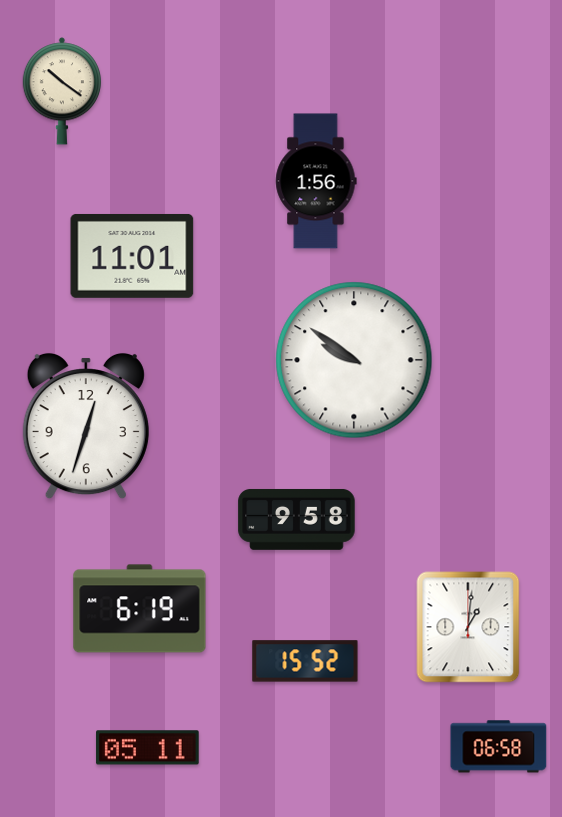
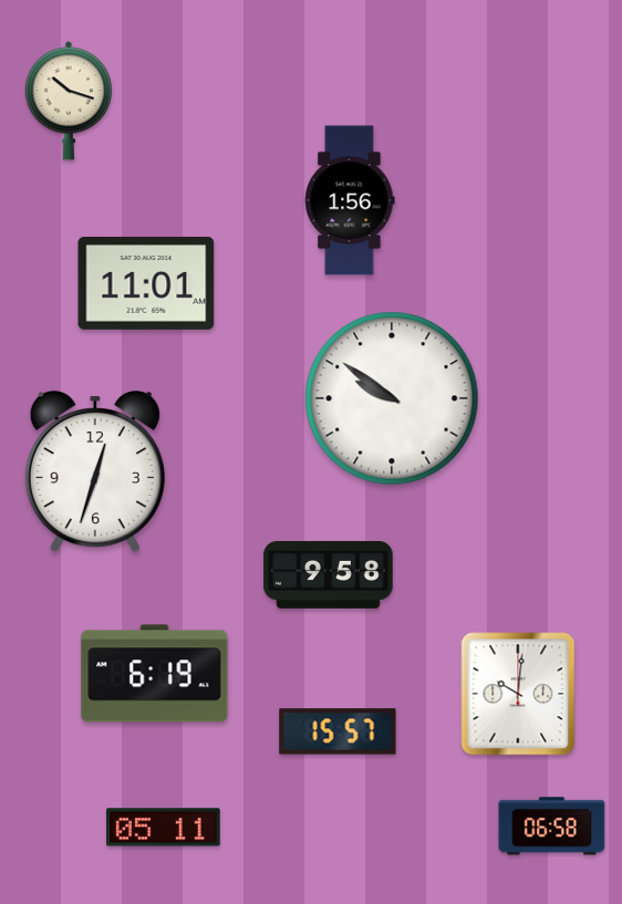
clock at (61, 91): 10:21 -> 10:18
clock at (468, 627): 1:01 -> 10:01
clock at (305, 661): 15:52 -> 15:57
